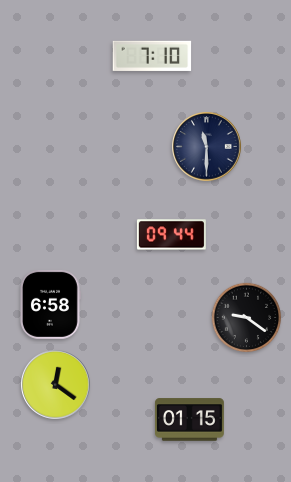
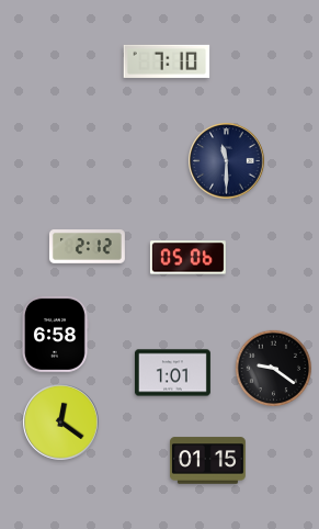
clock at (87, 247): none -> 2:12
clock at (171, 235): 09:44 -> 05:06
clock at (247, 318) position: (247, 318) -> (274, 369)
clock at (172, 373): none -> 1:01
